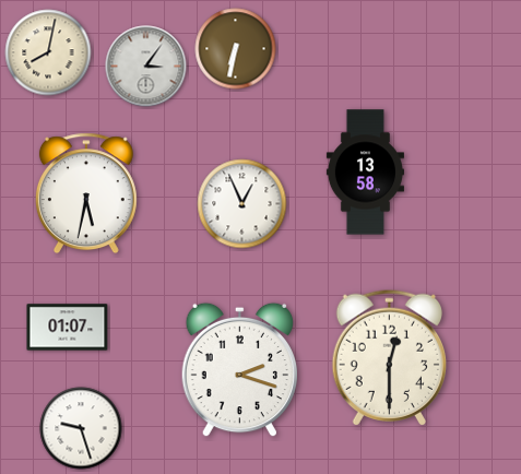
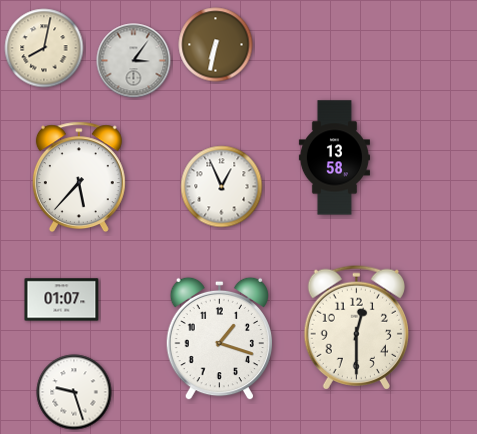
clock at (86, 193): 5:32 -> 5:37
clock at (239, 370): 2:18 -> 1:18
